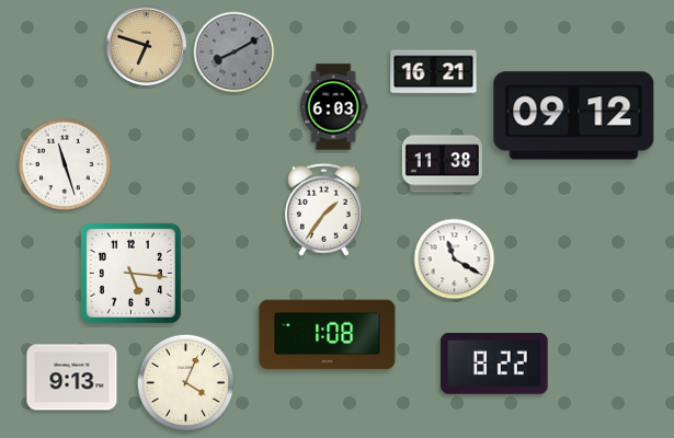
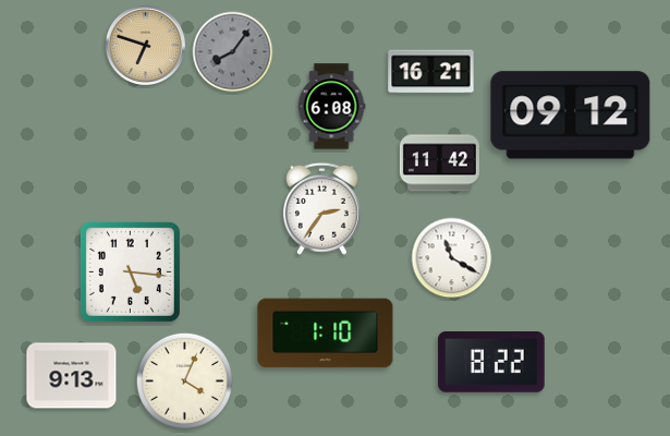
clock at (235, 53): 8:10 -> 8:06
clock at (333, 107): 6:03 -> 6:08
clock at (64, 163): 11:27 -> none
clock at (442, 164): 11:38 -> 11:42
clock at (323, 209): 1:36 -> 2:36
clock at (328, 335): 1:08 -> 1:10
